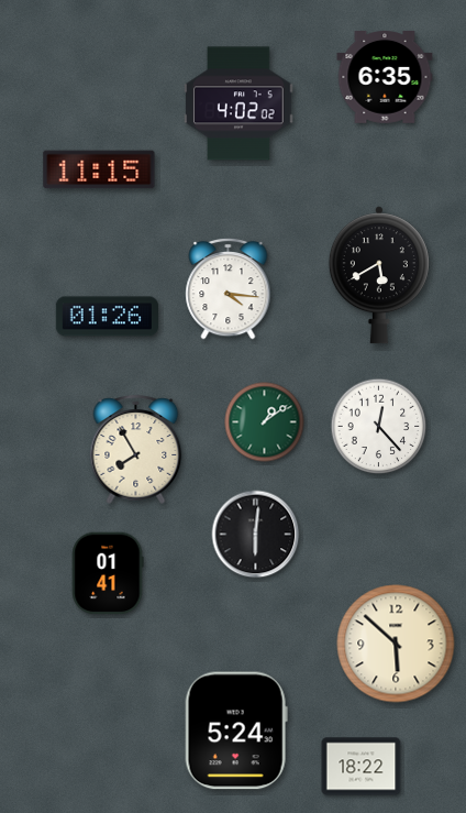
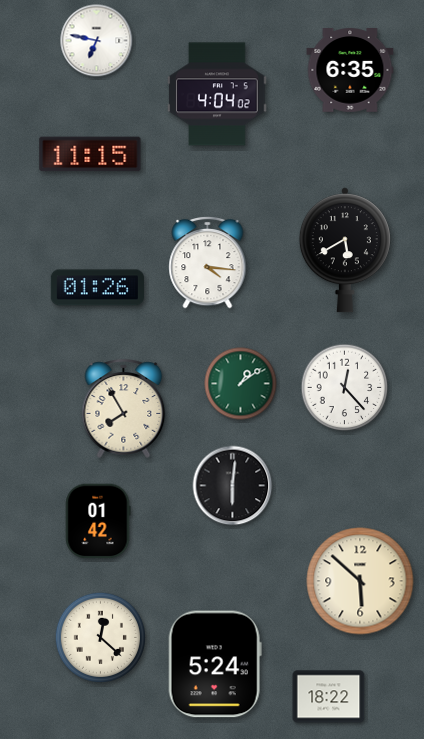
clock at (97, 41): none -> 6:47
clock at (238, 103): 4:02 -> 4:04
clock at (108, 573): 01:41 -> 01:42
clock at (396, 644) position: (396, 644) -> (360, 581)
clock at (100, 637): none -> 12:22
